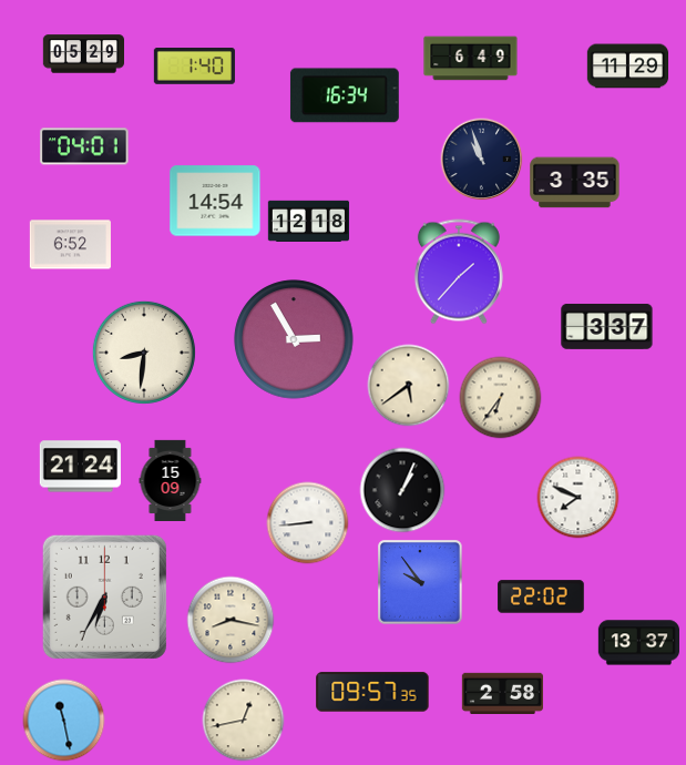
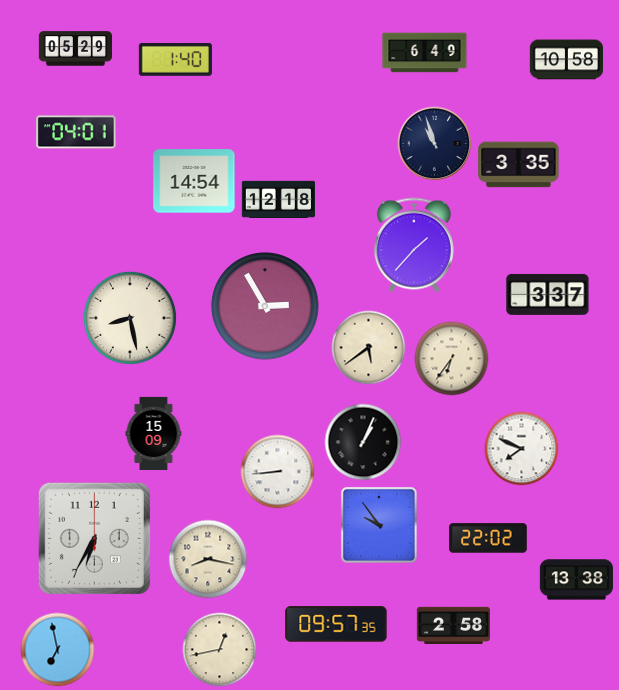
clock at (627, 67): 11:29 -> 10:58
clock at (345, 95): 16:34 -> none
clock at (70, 245): 6:52 -> none
clock at (144, 353): 8:31 -> 8:28
clock at (80, 467): 21:24 -> none
clock at (638, 643): 13:37 -> 13:38
clock at (64, 721): 11:28 -> 6:58
